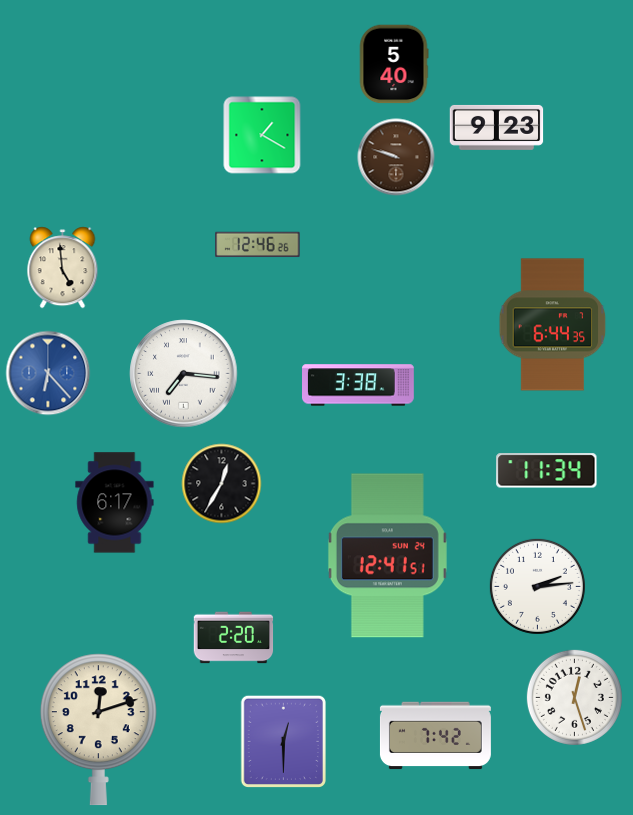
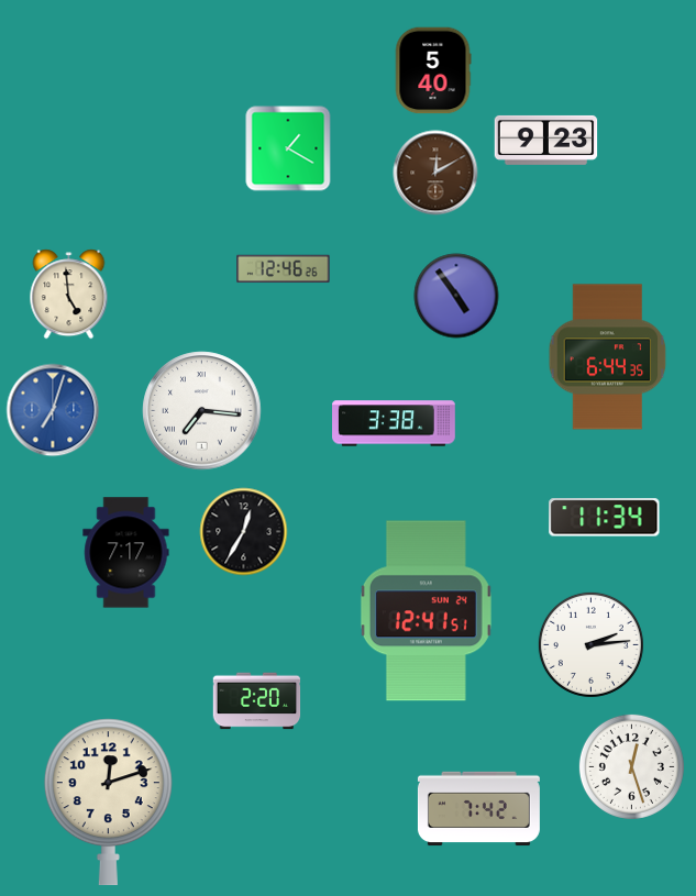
clock at (396, 157): 9:48 -> 12:10
clock at (456, 296): none -> 4:54
clock at (48, 373): 6:23 -> 7:03
clock at (547, 471) position: (547, 471) -> (605, 518)
clock at (115, 503): 6:17 -> 7:17
clock at (283, 741): 12:30 -> none
